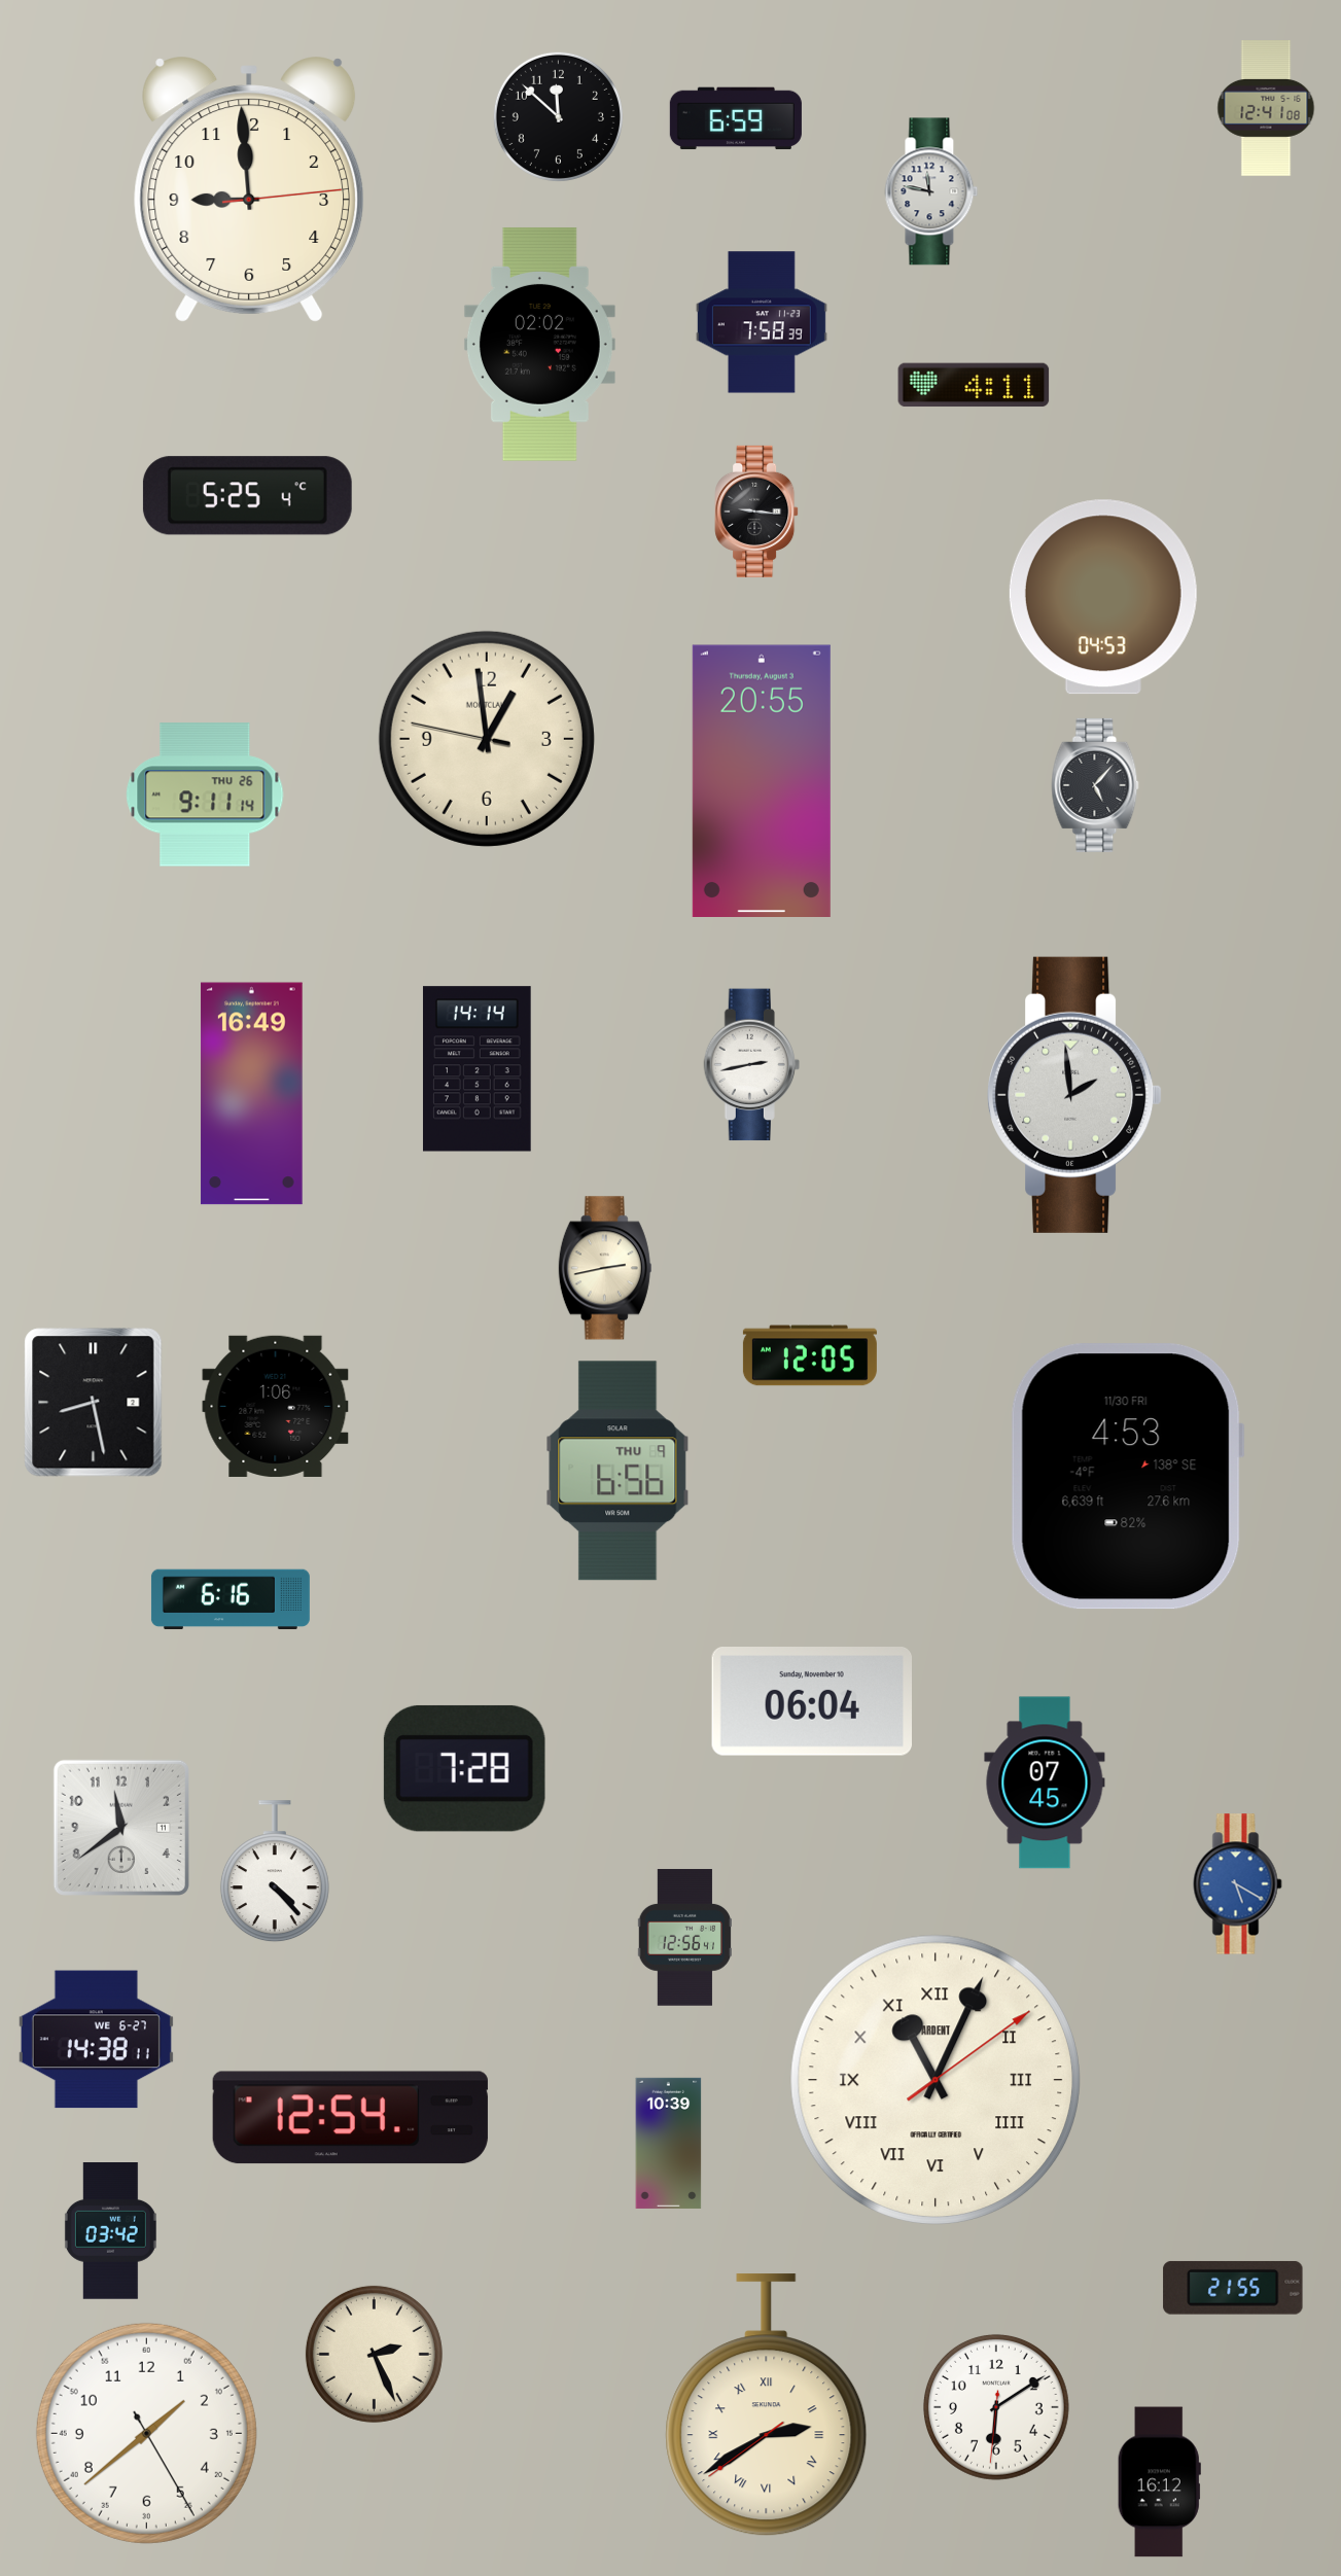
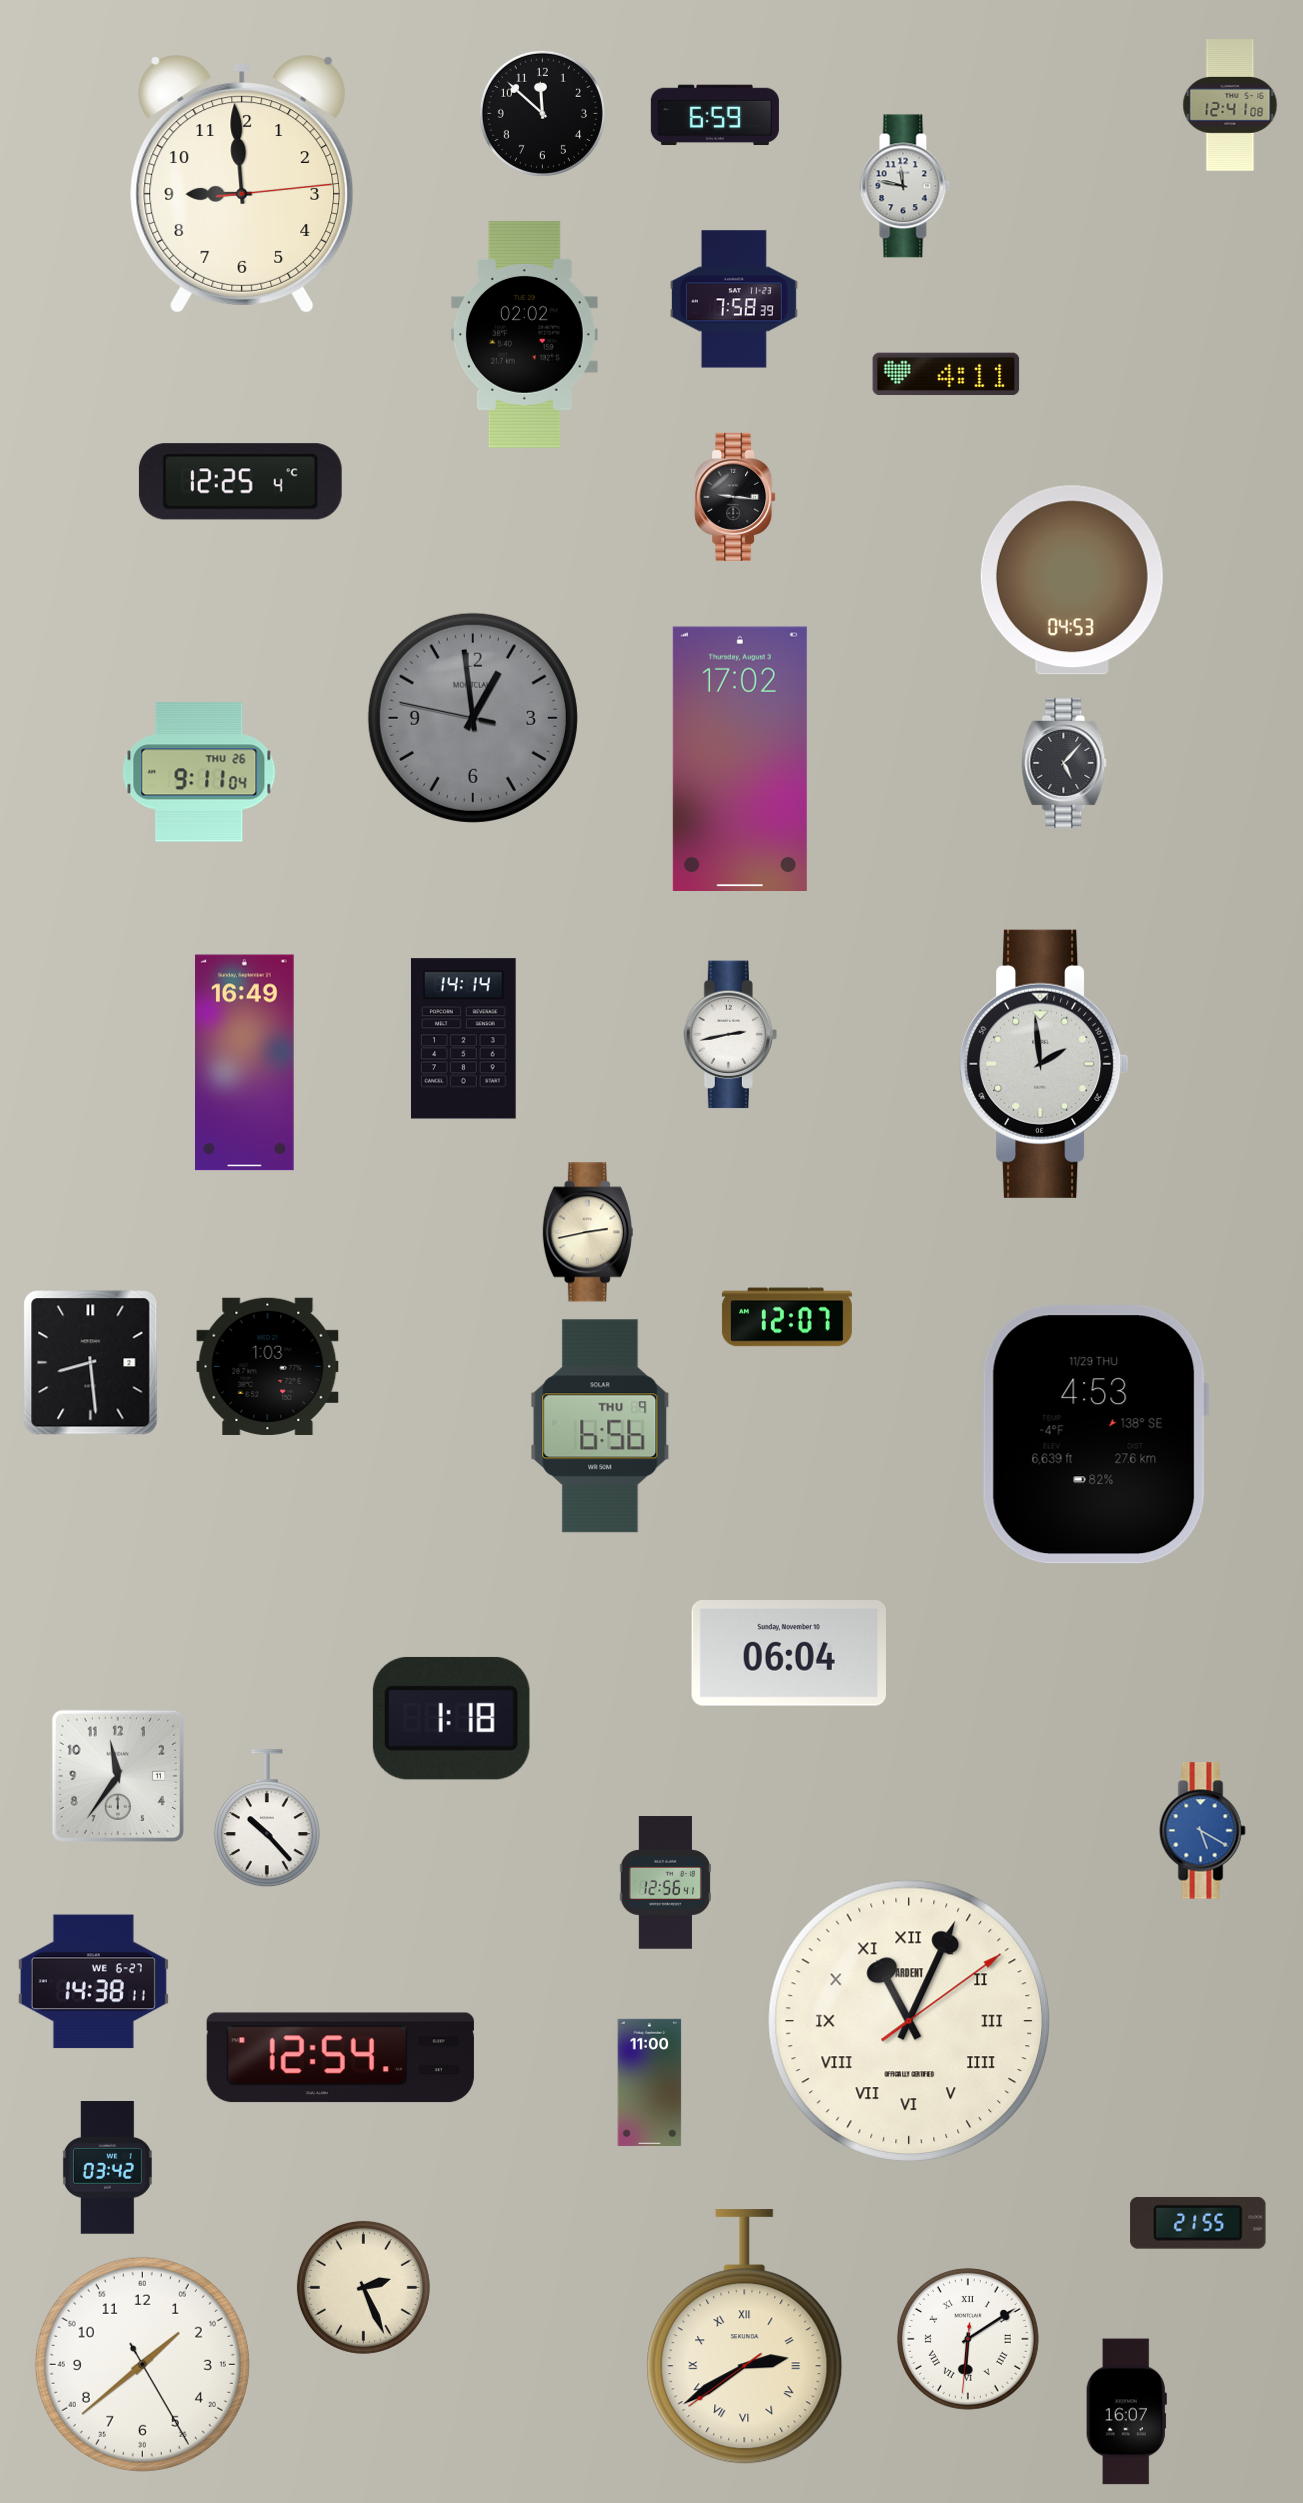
clock at (762, 322) position: (762, 322) -> (734, 299)
clock at (247, 496): 5:25 -> 12:25
clock at (487, 739) dial: cream -> grey
clock at (762, 780): 20:55 -> 17:02
clock at (205, 795): 9:11:14 -> 9:11:04
clock at (810, 1355): 12:05 -> 12:07
clock at (94, 1403): 8:28 -> 8:29
clock at (276, 1406): 1:06 -> 1:03
clock at (617, 1471) position: (617, 1471) -> (600, 1426)
clock at (1127, 1477) date: 11/30 FRI -> 11/29 THU
clock at (231, 1599): 6:16 -> none
clock at (464, 1768): 7:28 -> 1:18
clock at (1045, 1783): 07:45 -> none
clock at (121, 1828): 11:39 -> 11:36
clock at (275, 1872): 4:23 -> 10:23
clock at (669, 2143): 10:39 -> 11:00
clock at (996, 2407) numerals: Arabic -> Roman
clock at (1159, 2482): 16:12 -> 16:07
